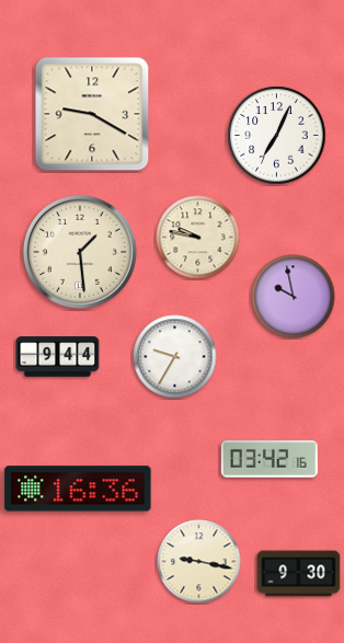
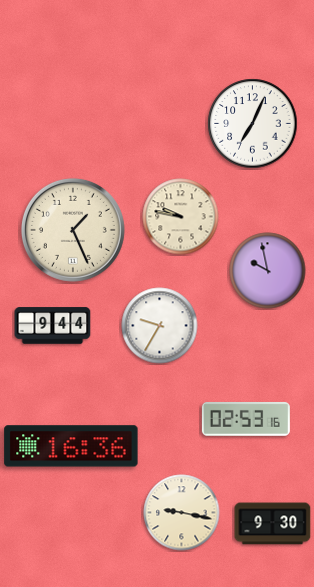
clock at (92, 114): 9:20 -> none
clock at (80, 252): 1:29 -> 1:26
clock at (270, 459): 03:42 -> 02:53
